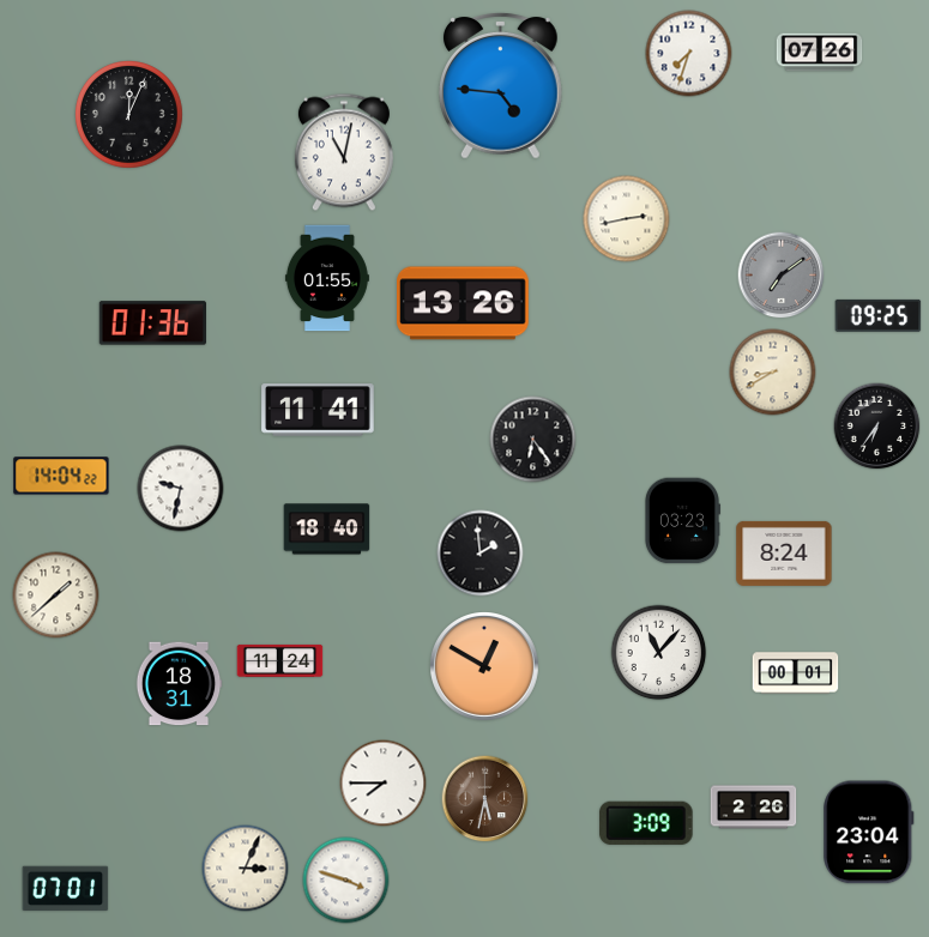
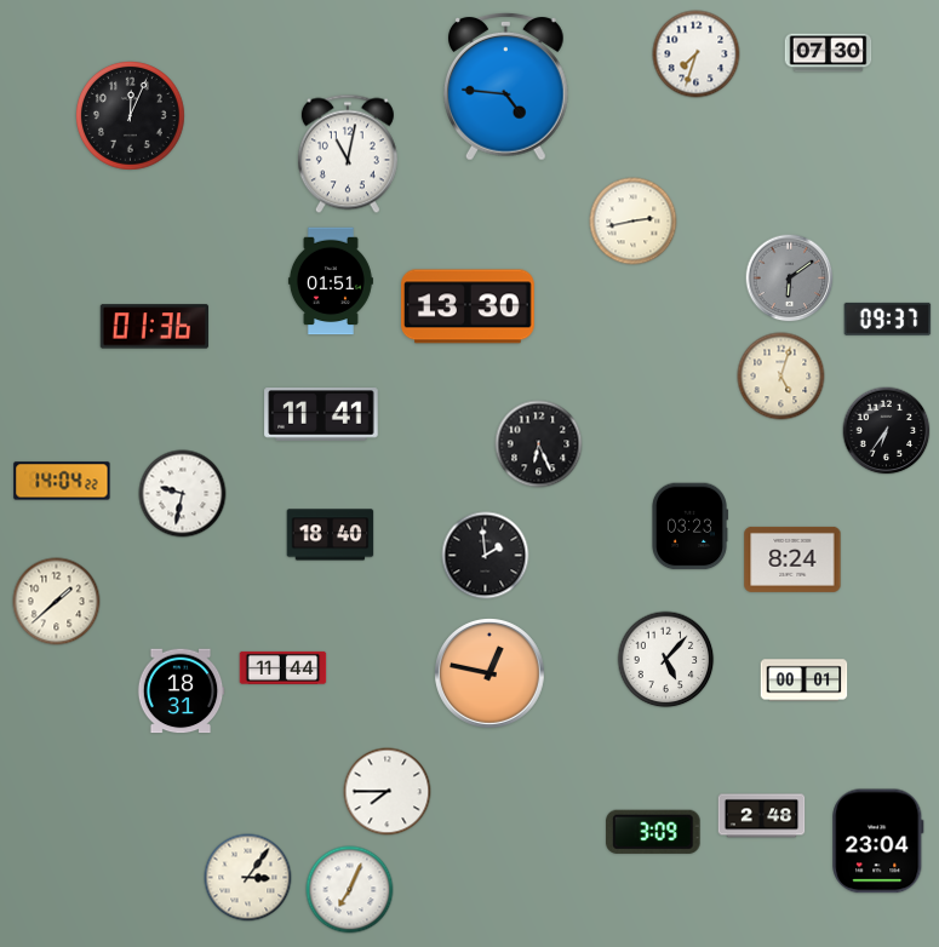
clock at (820, 53): 07:26 -> 07:30
clock at (782, 276): 7:09 -> 6:09
clock at (327, 278): 01:55 -> 01:51
clock at (464, 303): 13:26 -> 13:30
clock at (879, 315): 09:25 -> 09:37
clock at (773, 373): 8:40 -> 5:03
clock at (533, 440): 6:24 -> 6:26
clock at (481, 554) position: (481, 554) -> (486, 556)
clock at (659, 653): 11:07 -> 5:07
clock at (280, 660): 11:24 -> 11:44
clock at (485, 667): 12:50 -> 12:47
clock at (485, 799): 5:32 -> none
clock at (754, 808): 2:26 -> 2:48
clock at (246, 869): 3:04 -> 3:06
clock at (346, 881): 3:48 -> 7:04
clock at (66, 889): 07:01 -> none
